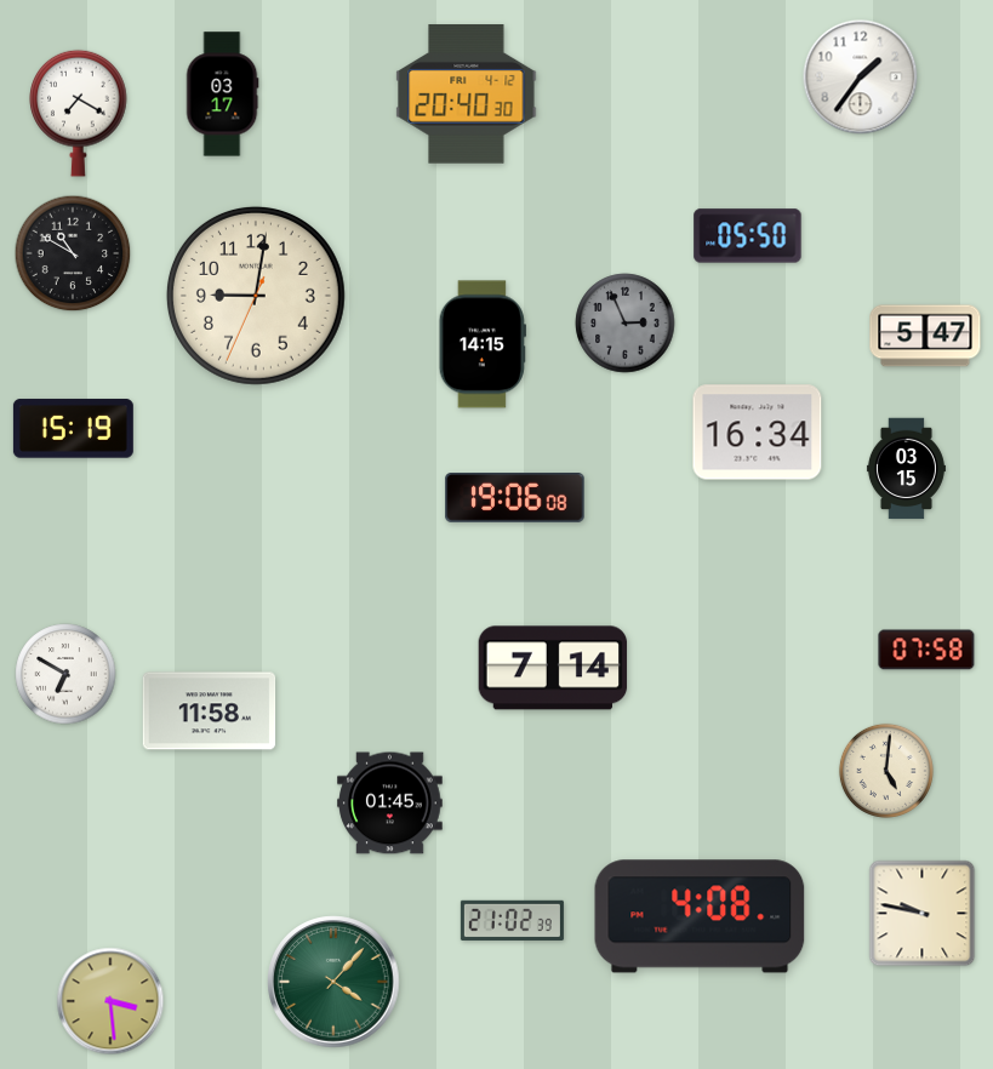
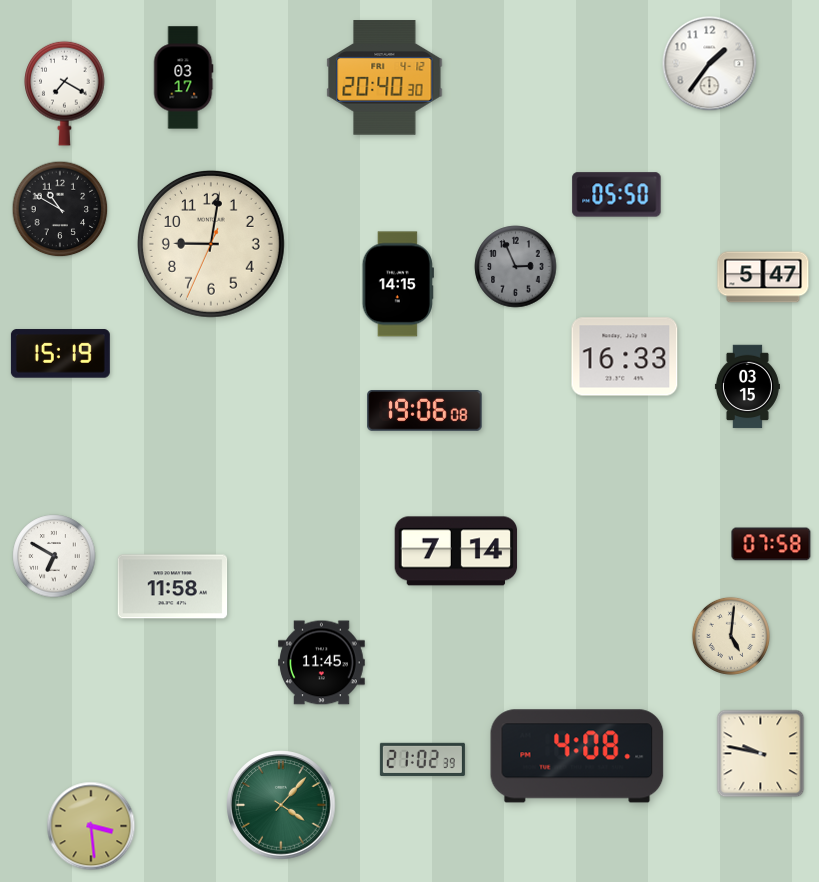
clock at (758, 433): 16:34 -> 16:33
clock at (926, 650) position: (926, 650) -> (771, 544)
clock at (390, 804): 01:45 -> 11:45
clock at (333, 982) position: (333, 982) -> (281, 805)
